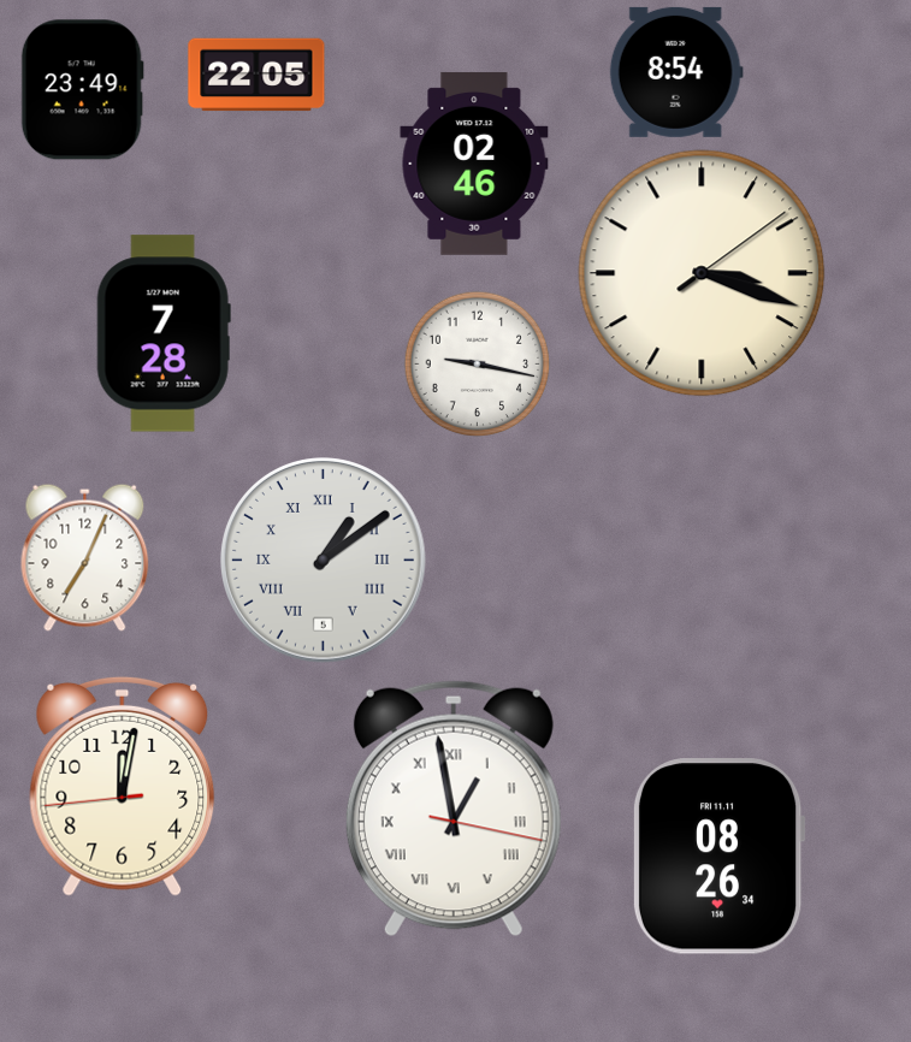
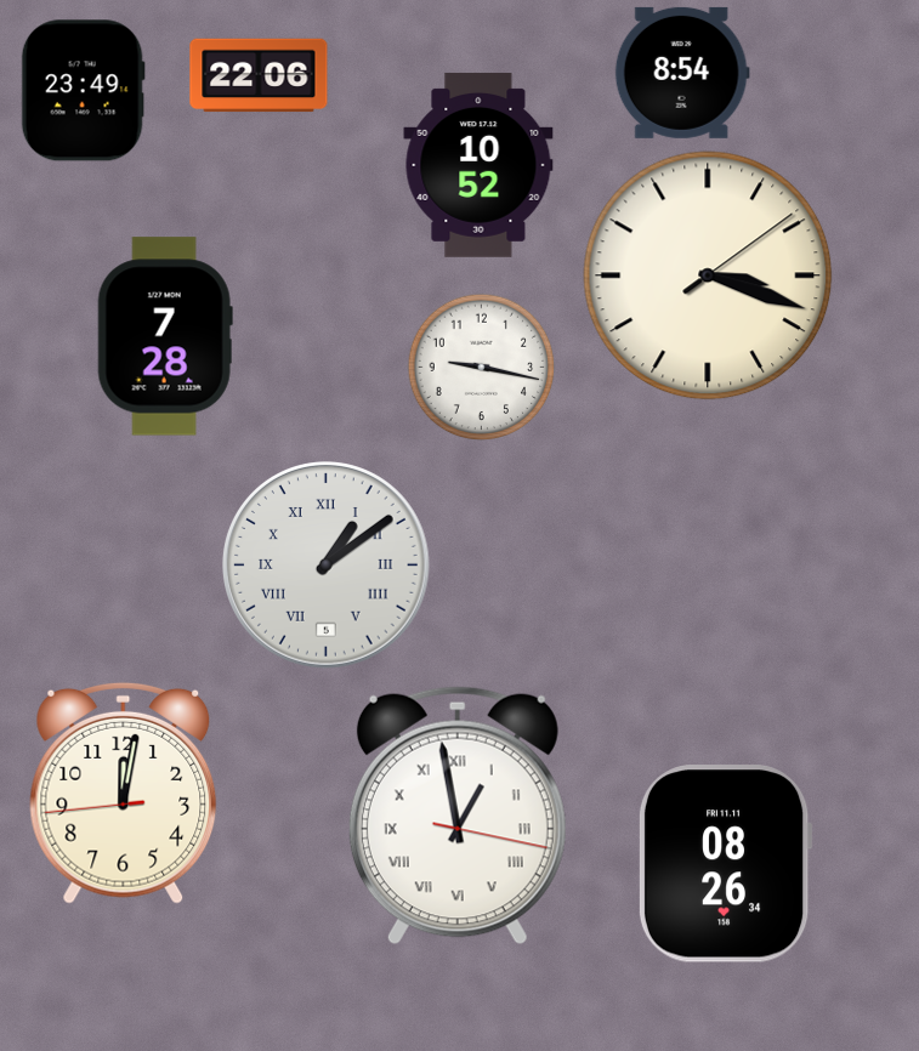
clock at (256, 75): 22:05 -> 22:06
clock at (474, 164): 02:46 -> 10:52
clock at (85, 557): 7:04 -> none
